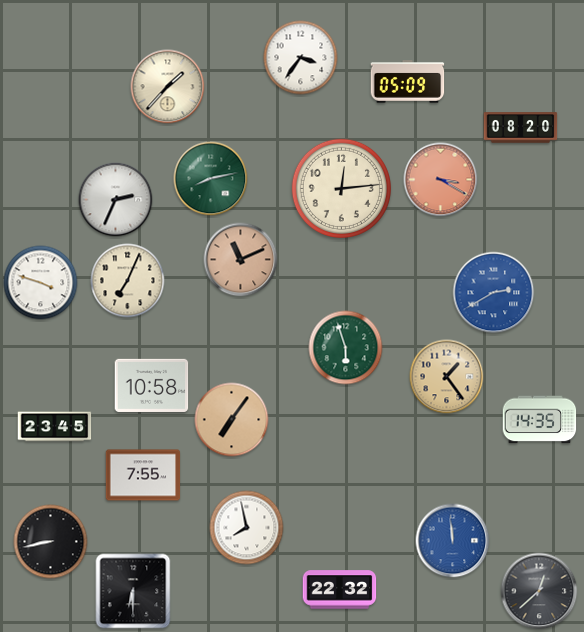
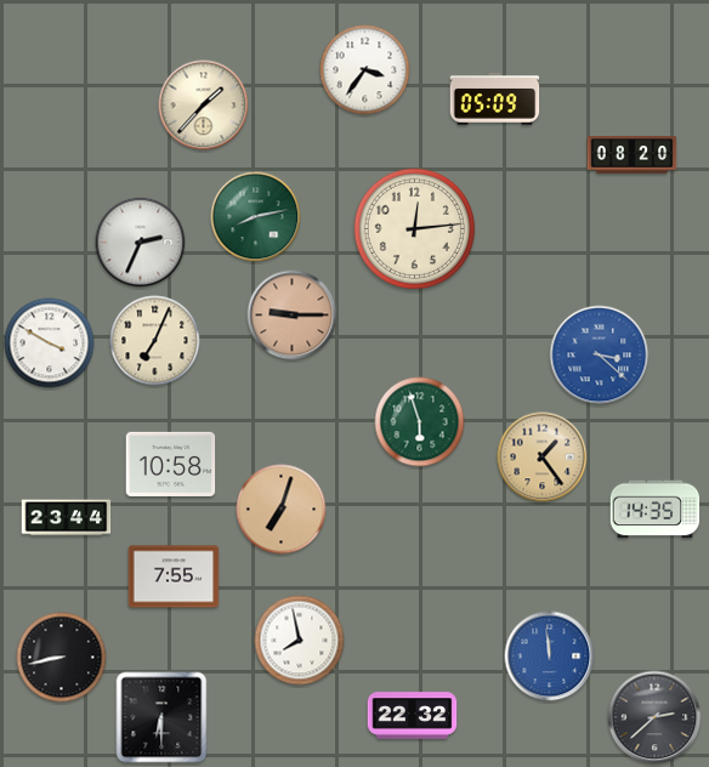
clock at (441, 180): 3:20 -> none
clock at (241, 260): 11:11 -> 9:15
clock at (41, 283): 3:48 -> 3:50
clock at (494, 293): 2:40 -> 3:22
clock at (152, 385) position: (152, 385) -> (171, 464)
clock at (232, 420): 7:06 -> 7:03
clock at (55, 427): 23:45 -> 23:44
clock at (539, 591): 12:38 -> 2:38
